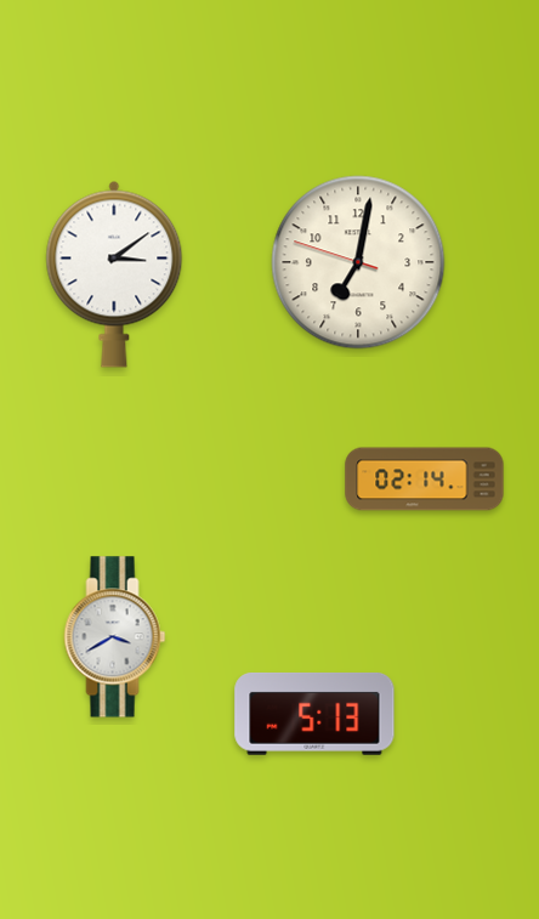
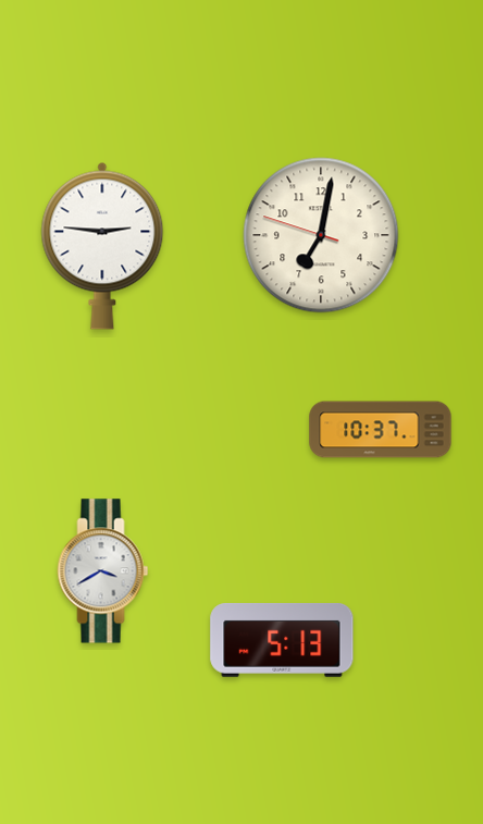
clock at (114, 274): 3:09 -> 2:46
clock at (425, 480): 02:14 -> 10:37
